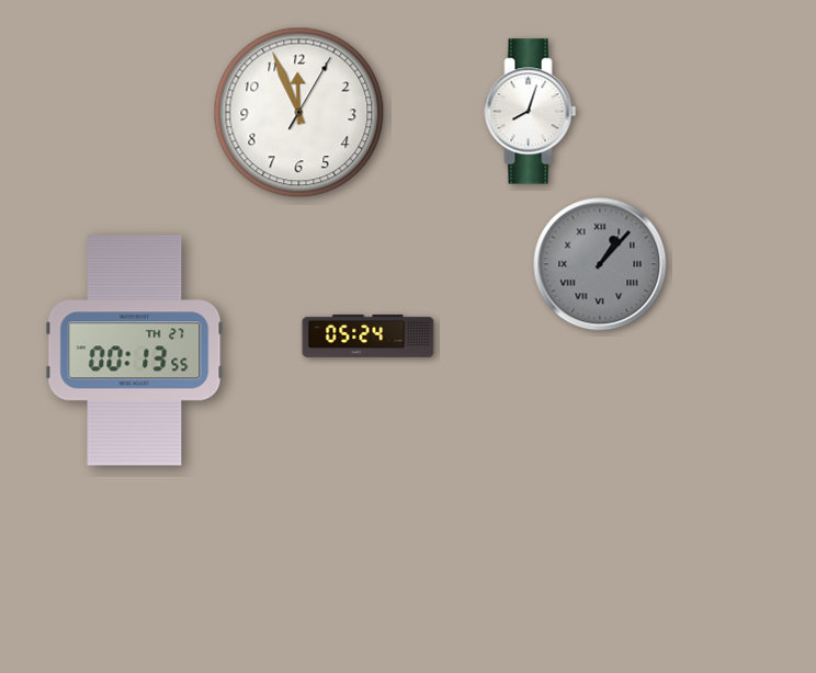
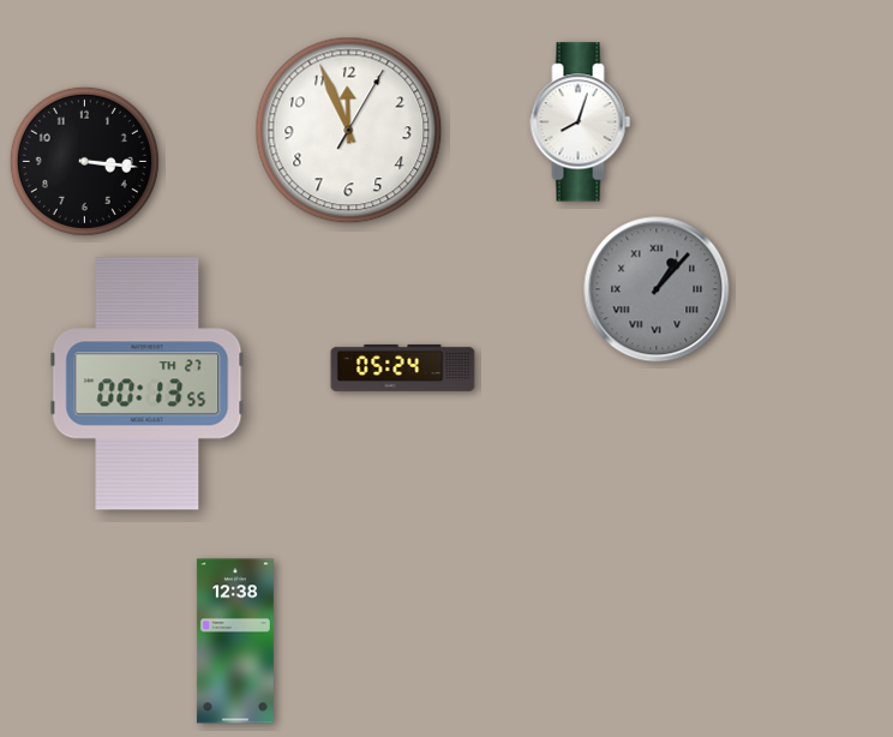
clock at (299, 113) position: (299, 113) -> (349, 131)
clock at (84, 161): none -> 3:16
clock at (235, 641): none -> 12:38
